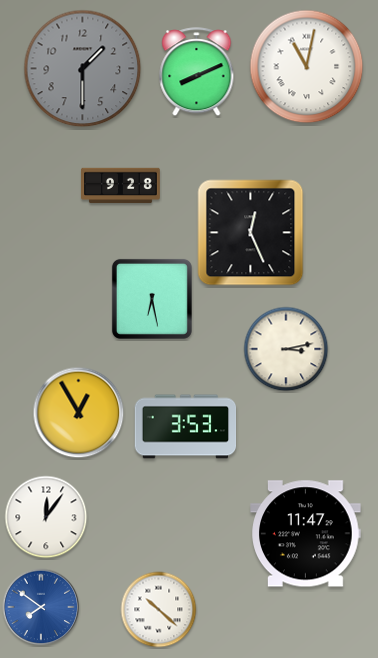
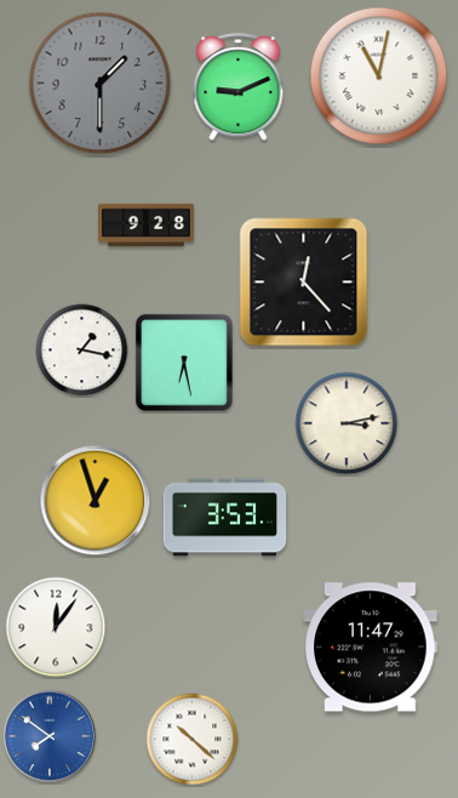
clock at (307, 67) position: (307, 67) -> (379, 76)
clock at (197, 72): 8:11 -> 9:11
clock at (251, 233): 12:26 -> 12:23
clock at (82, 350): none -> 1:17
clock at (79, 413): 12:55 -> 12:57
